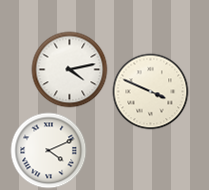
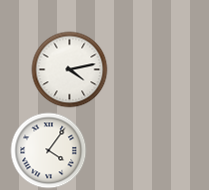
clock at (151, 92): 3:49 -> none
clock at (49, 151): 4:11 -> 4:06
